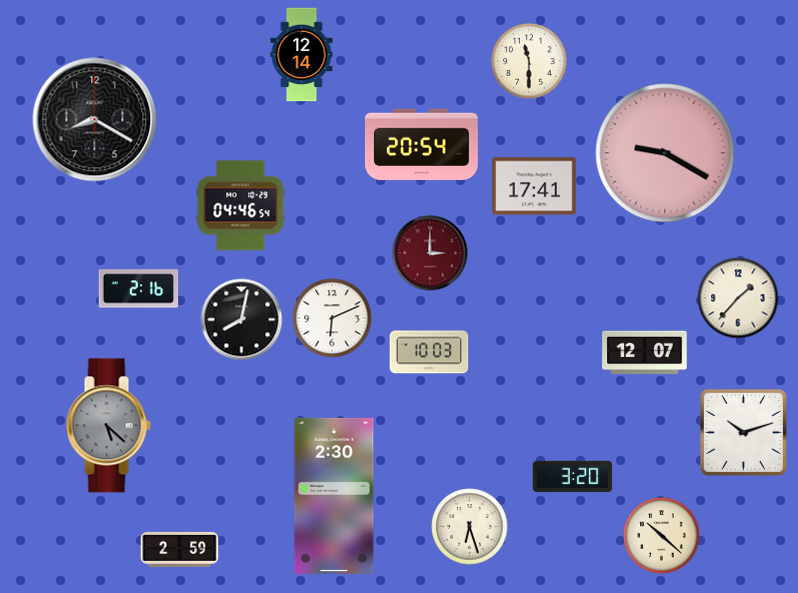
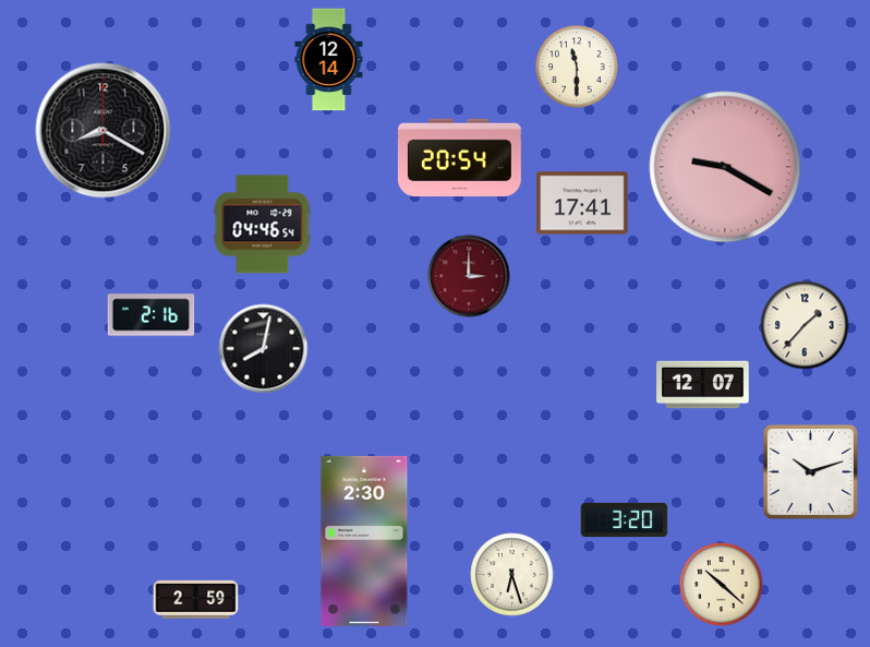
clock at (332, 318): 6:11 -> none
clock at (429, 352): 10:03 -> none
clock at (108, 426): 5:22 -> none
